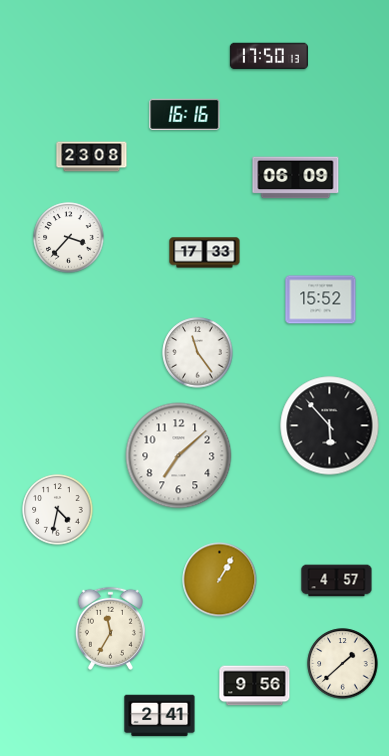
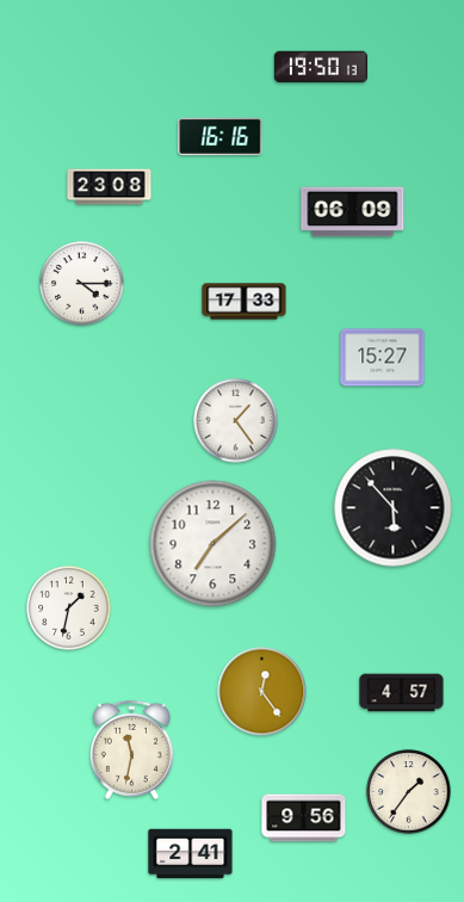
clock at (269, 56): 17:50 -> 19:50
clock at (69, 238): 3:37 -> 4:15
clock at (321, 300): 15:52 -> 15:27
clock at (198, 353): 11:24 -> 1:24
clock at (58, 510): 4:32 -> 1:32
clock at (220, 580): 1:05 -> 12:24
clock at (110, 628): 11:35 -> 11:32
clock at (343, 664): 1:38 -> 1:36
